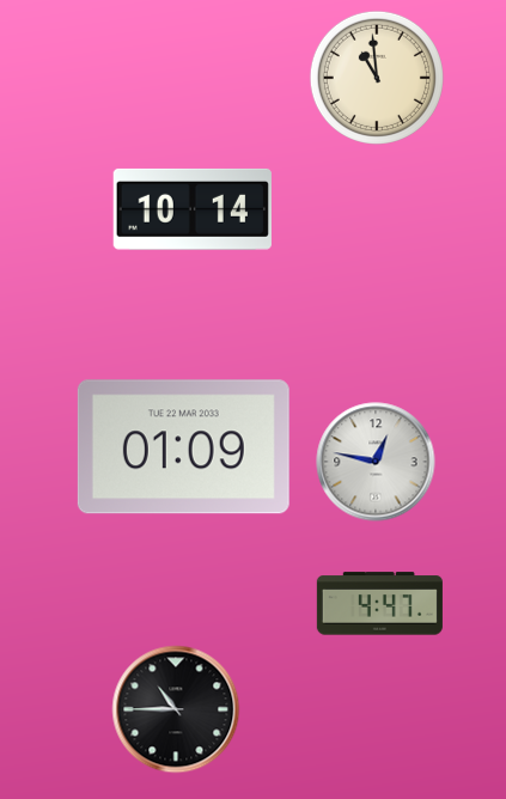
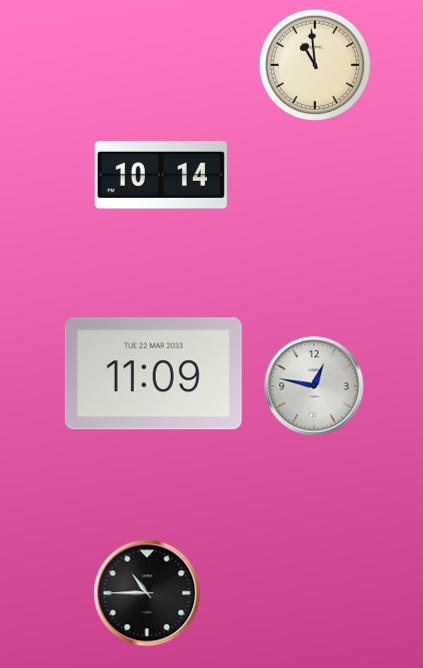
clock at (183, 447): 01:09 -> 11:09
clock at (379, 604): 4:47 -> none
